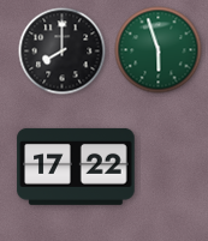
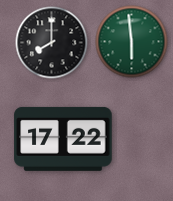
clock at (159, 50): 5:57 -> 5:59
